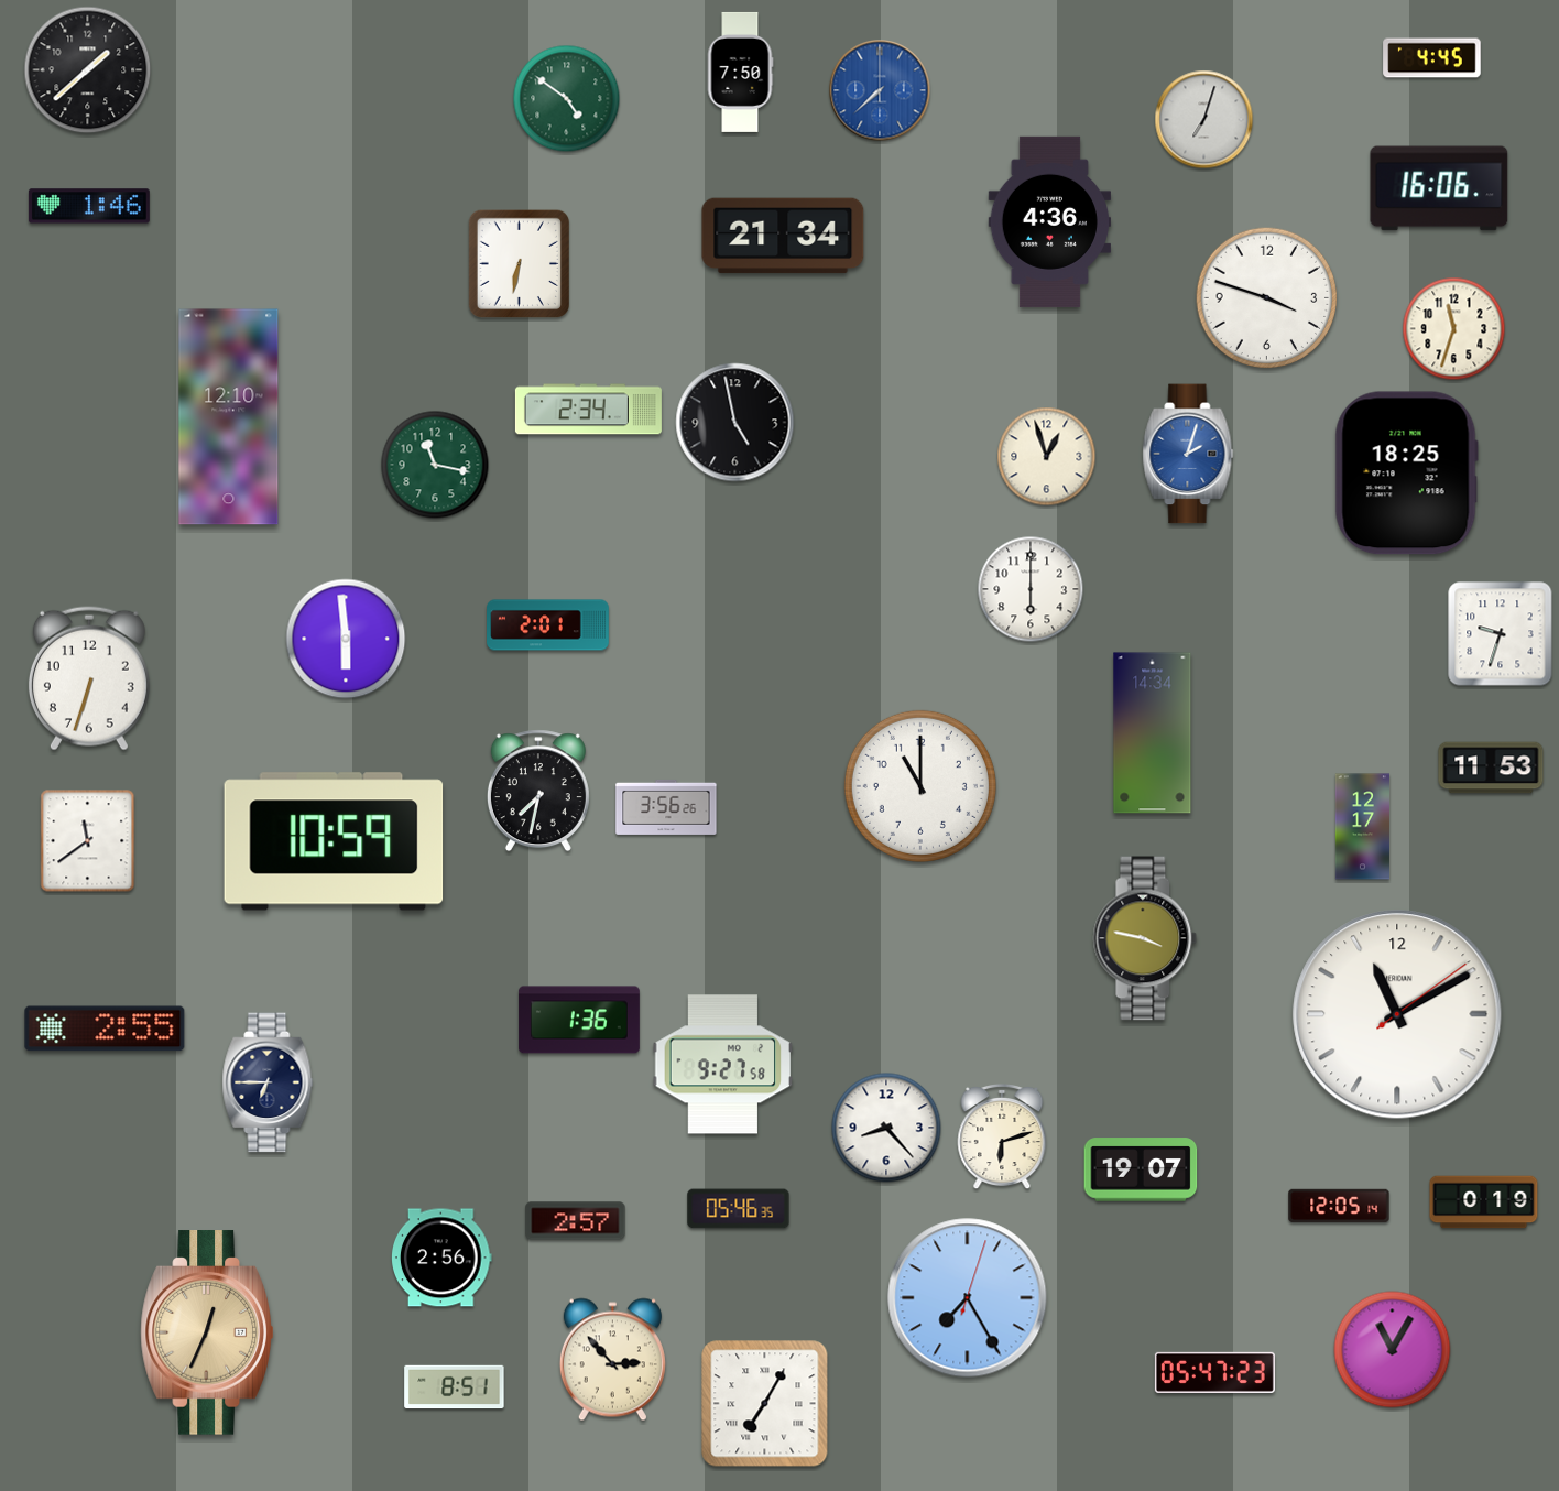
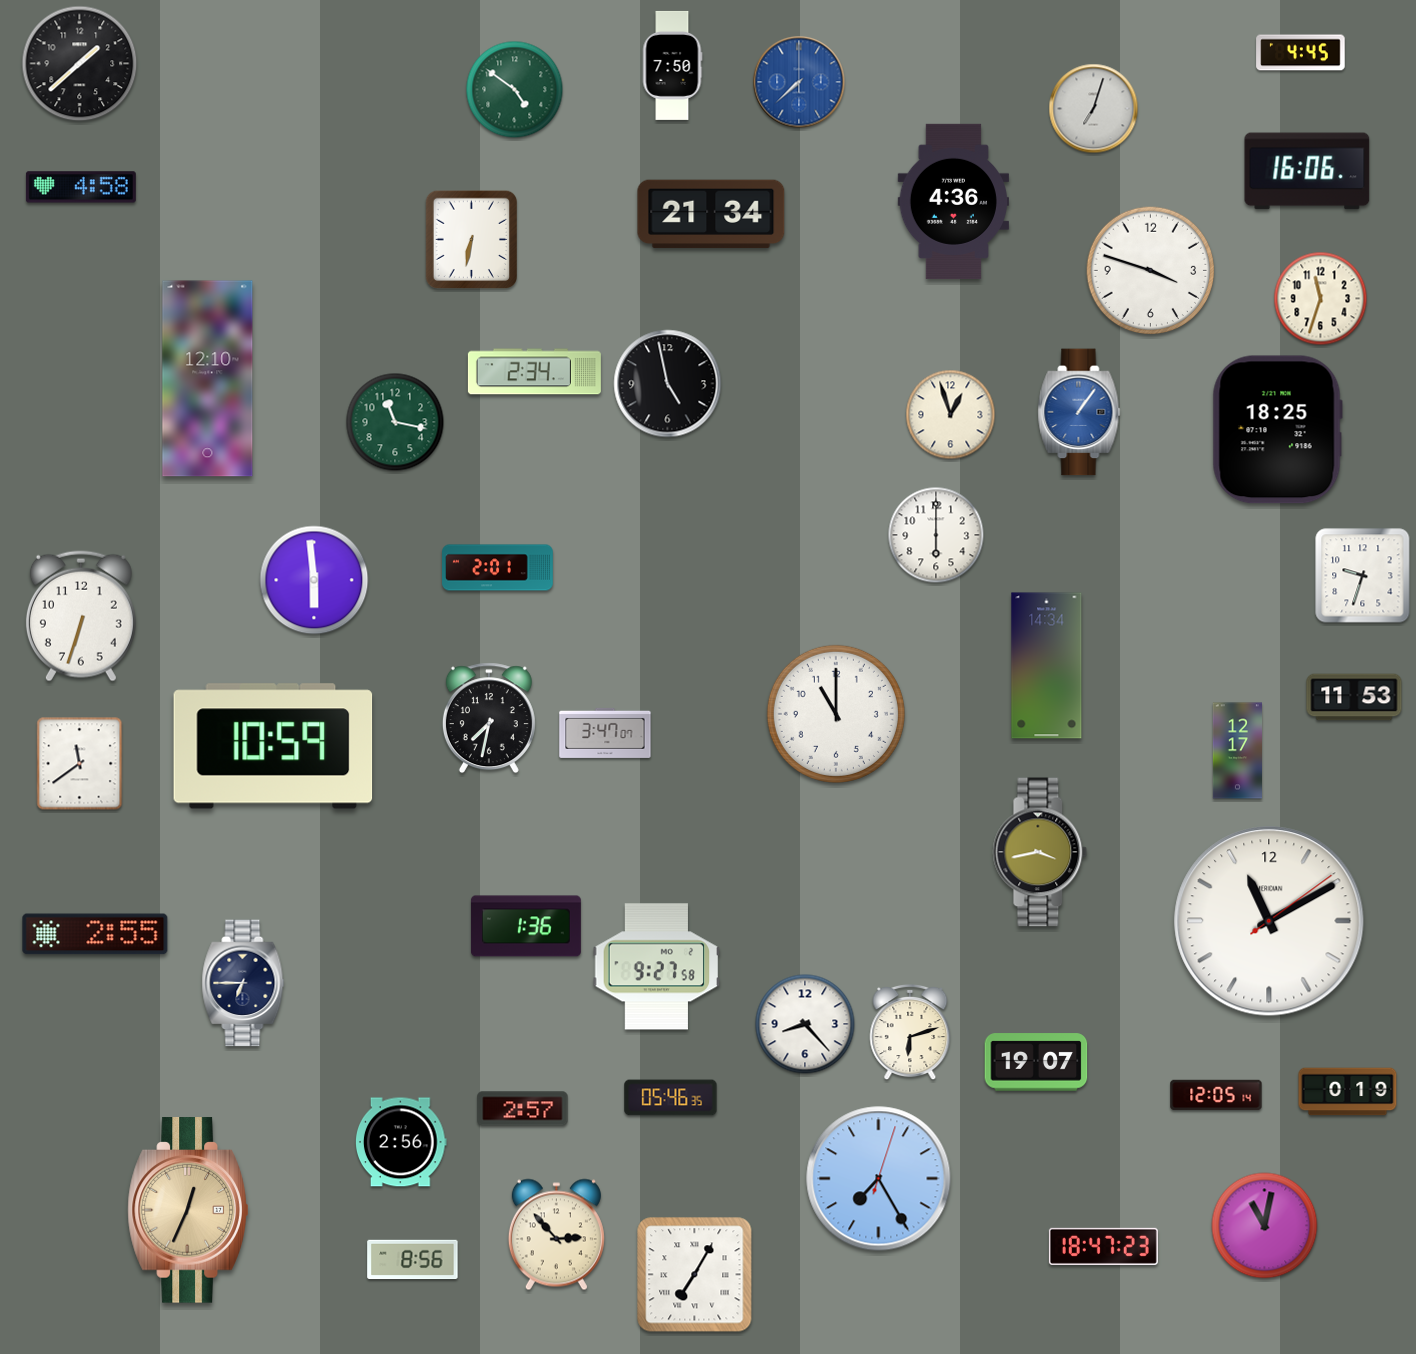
clock at (89, 206): 1:46 -> 4:58
clock at (1188, 454): 2:03 -> 1:06
clock at (666, 807): 3:56 -> 3:47
clock at (334, 841) position: (334, 841) -> (273, 746)
clock at (1145, 938): 3:47 -> 3:43
clock at (1393, 1350): 11:05 -> 11:02
clock at (1214, 1372): 05:47 -> 18:47
clock at (455, 1387): 8:51 -> 8:56
